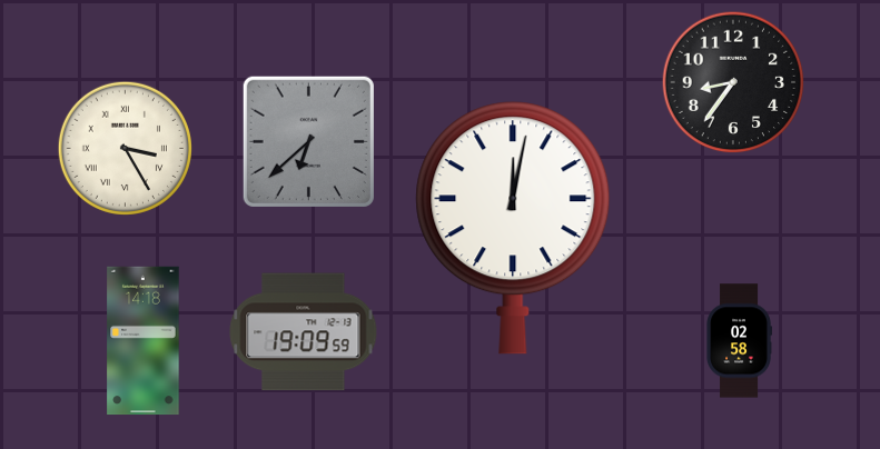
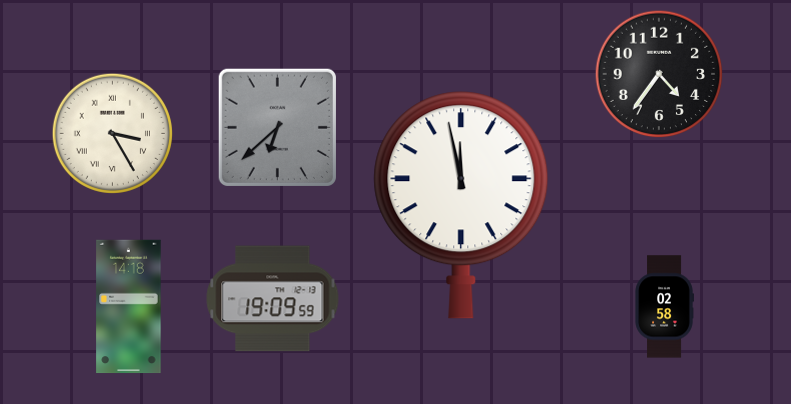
clock at (733, 82): 8:36 -> 4:36
clock at (513, 228): 12:02 -> 11:58
